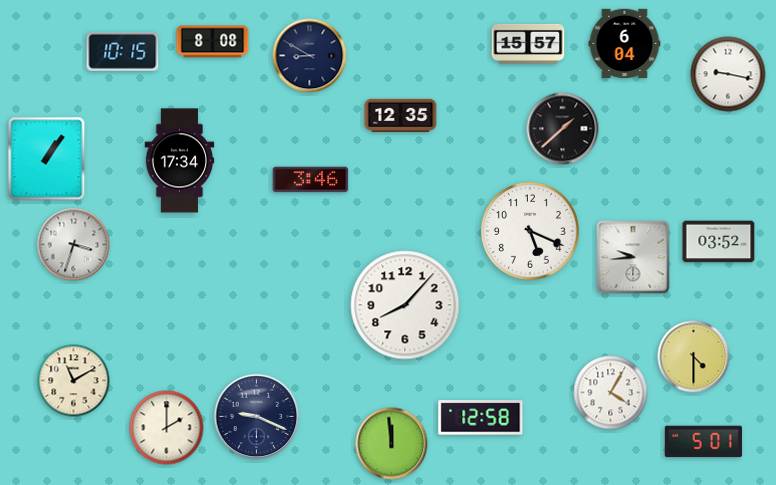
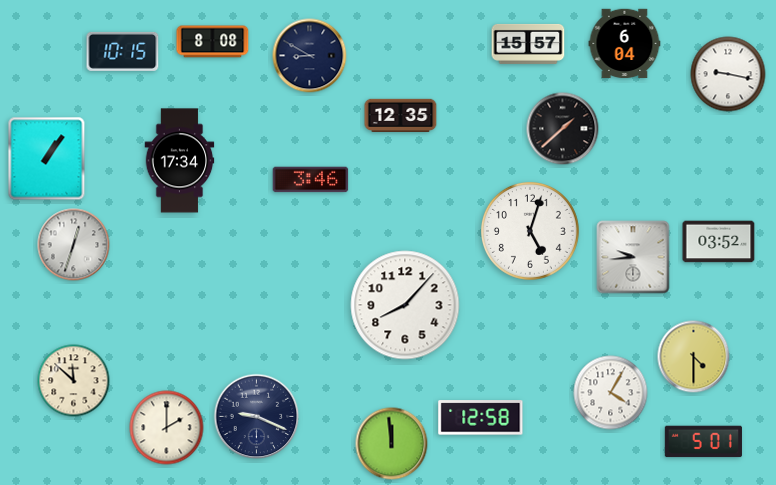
clock at (530, 231): 5:19 -> 5:03
clock at (74, 245): 3:33 -> 12:33
clock at (74, 381): 11:10 -> 11:52
